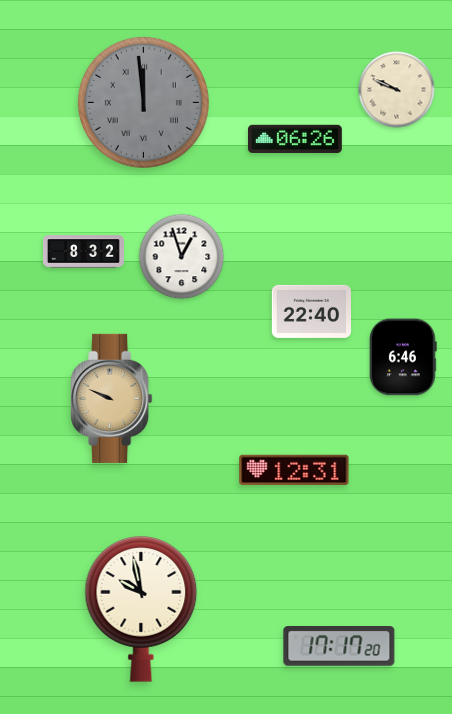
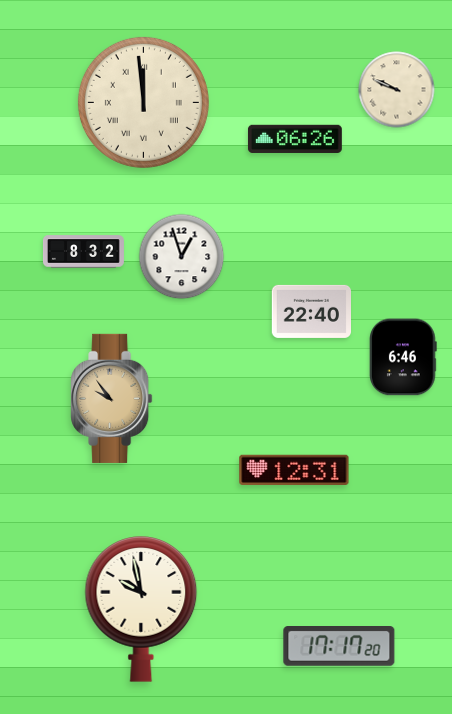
clock at (143, 102) dial: grey -> cream
clock at (112, 398): 9:49 -> 9:54
